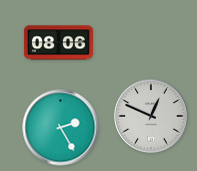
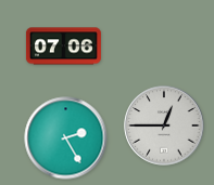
clock at (58, 43): 08:06 -> 07:06
clock at (151, 116): 12:49 -> 12:45
